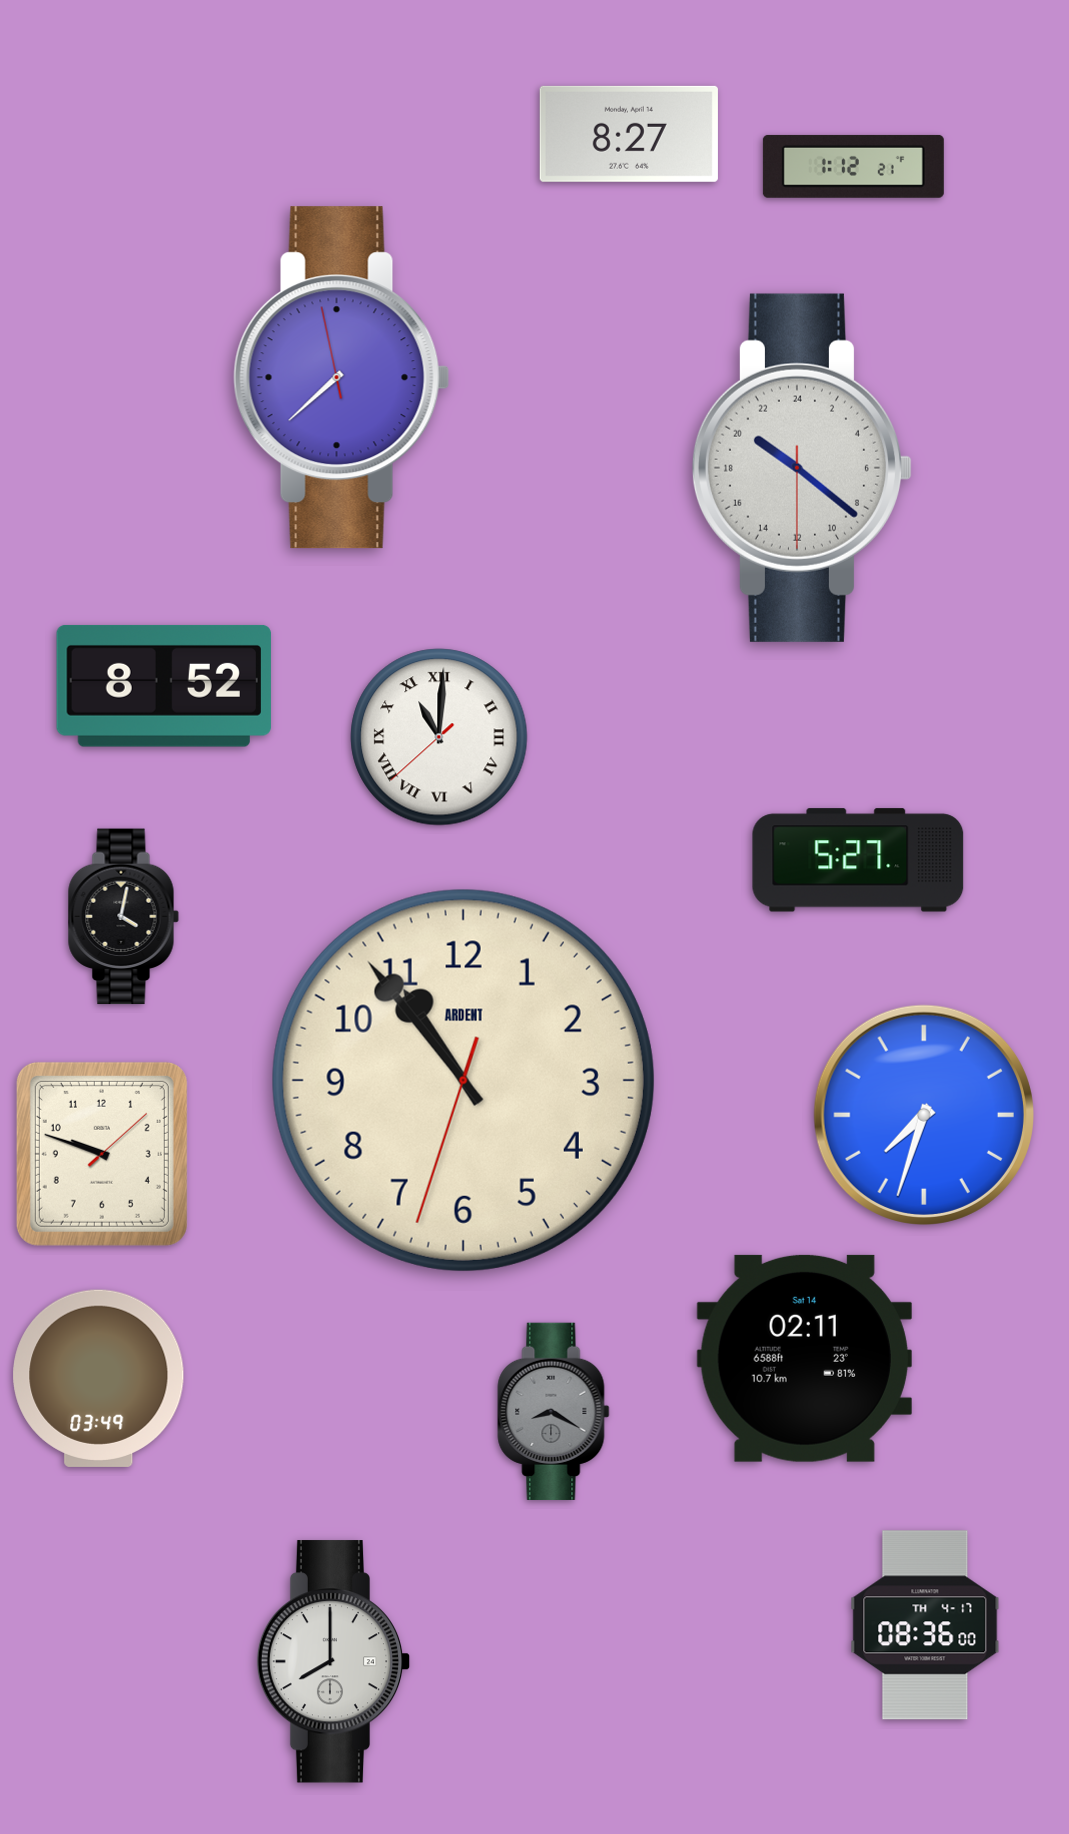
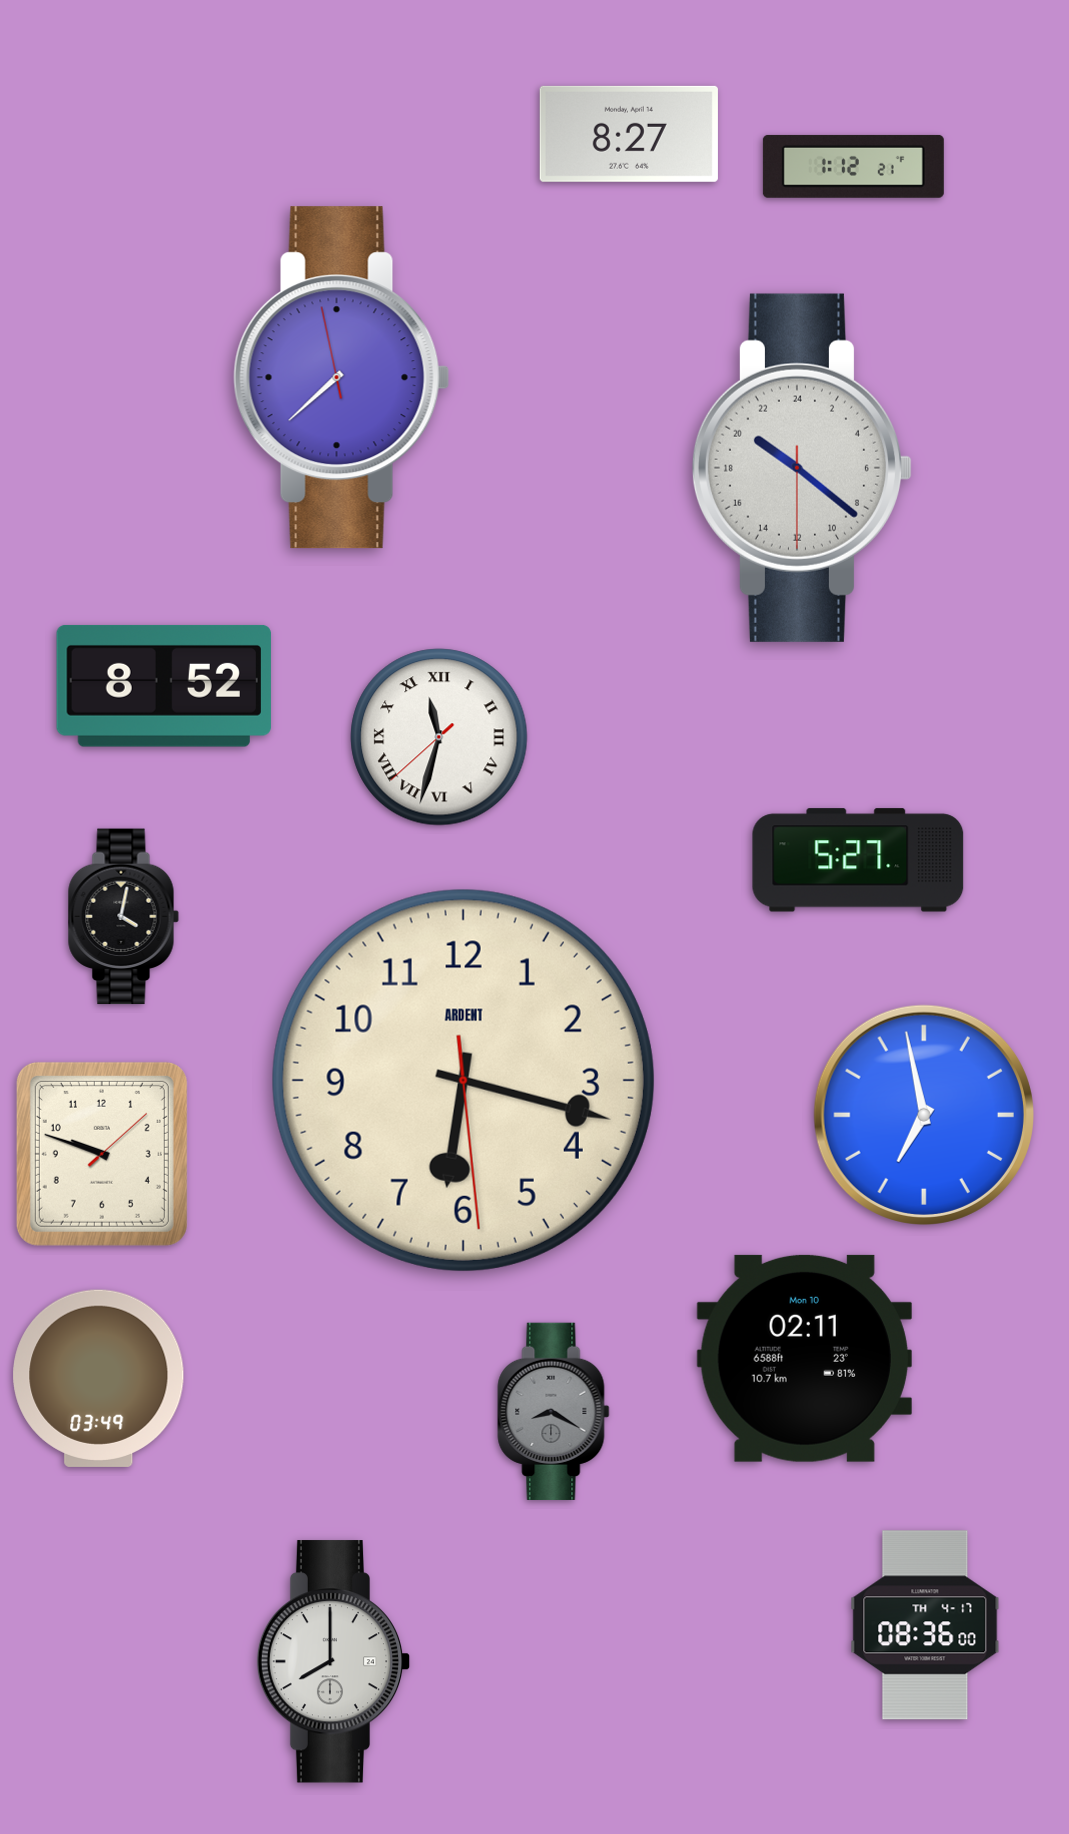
clock at (439, 737): 11:00 -> 11:32
clock at (463, 1080): 10:53 -> 6:17
clock at (924, 1115): 7:33 -> 6:58
clock at (804, 1358) date: Sat 14 -> Mon 10
